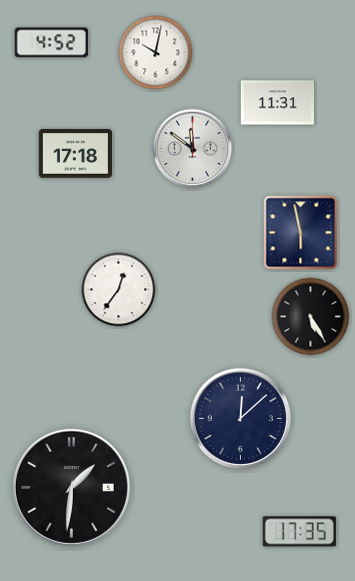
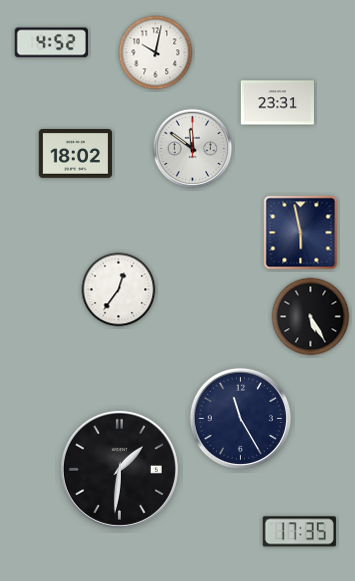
clock at (277, 103): 11:31 -> 23:31
clock at (75, 154): 17:18 -> 18:02
clock at (240, 418): 12:08 -> 11:25
clock at (71, 487) position: (71, 487) -> (119, 469)
